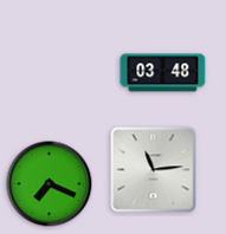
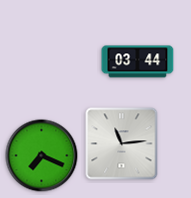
clock at (163, 73): 03:48 -> 03:44
clock at (154, 170) position: (154, 170) -> (122, 144)
